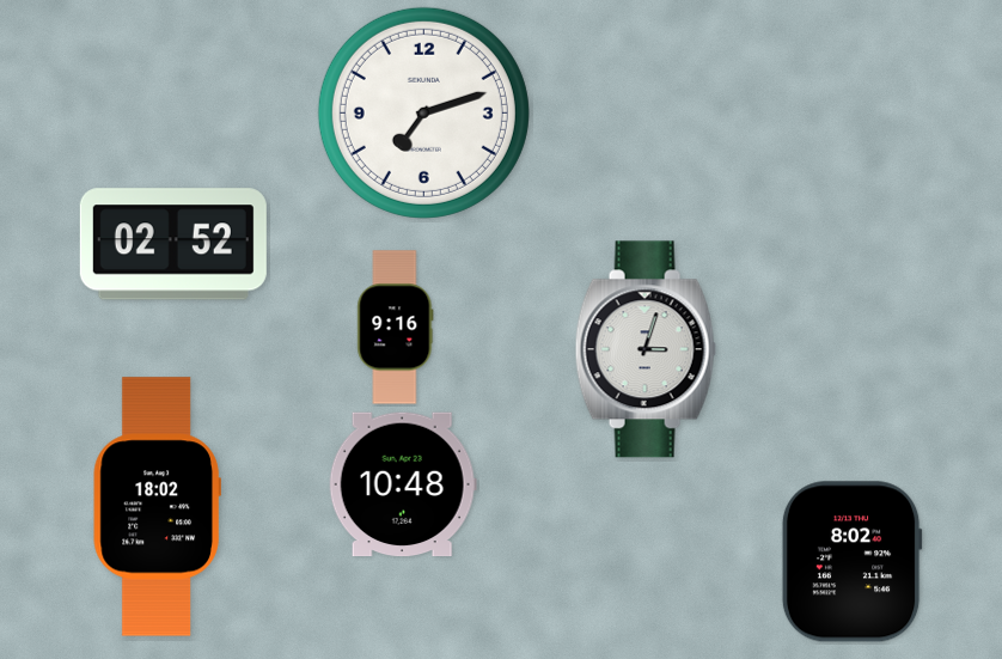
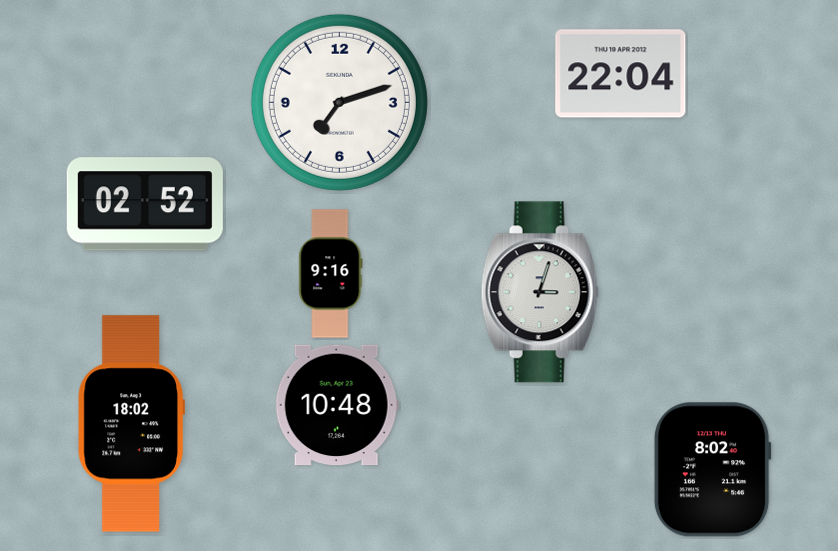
clock at (621, 74): none -> 22:04
clock at (423, 112) position: (423, 112) -> (339, 102)
